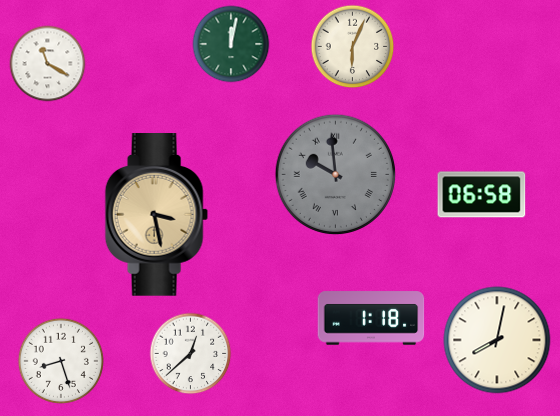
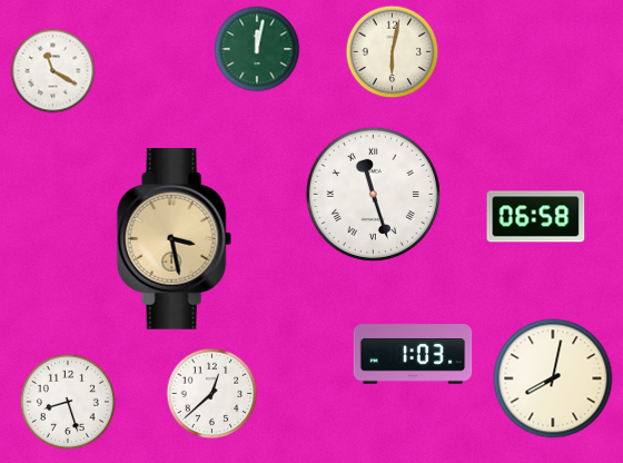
clock at (353, 47): 6:04 -> 6:02
clock at (335, 174): 9:59 -> 11:27
clock at (335, 174) dial: grey -> white
clock at (371, 318): 1:18 -> 1:03
